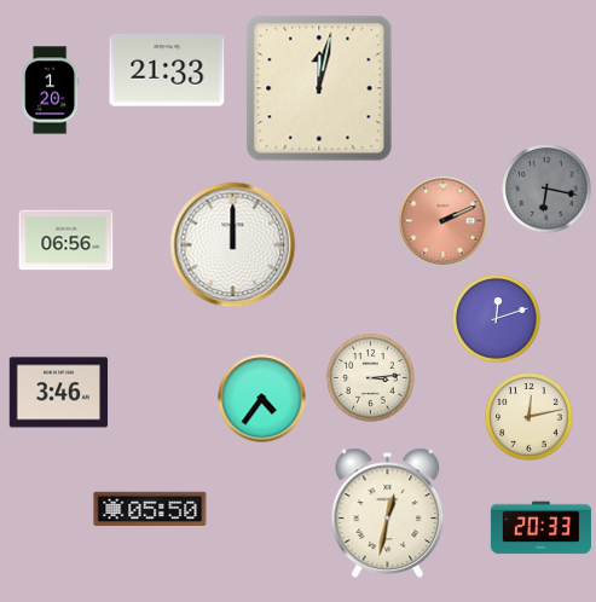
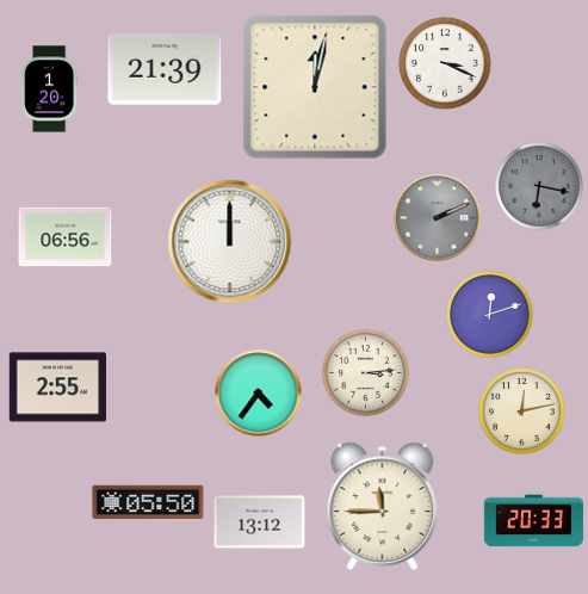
clock at (445, 63): none -> 3:19
clock at (167, 70): 21:33 -> 21:39
clock at (444, 221) dial: salmon -> grey
clock at (59, 393): 3:46 -> 2:55
clock at (388, 513): 12:32 -> 11:45
clock at (260, 522): none -> 13:12
